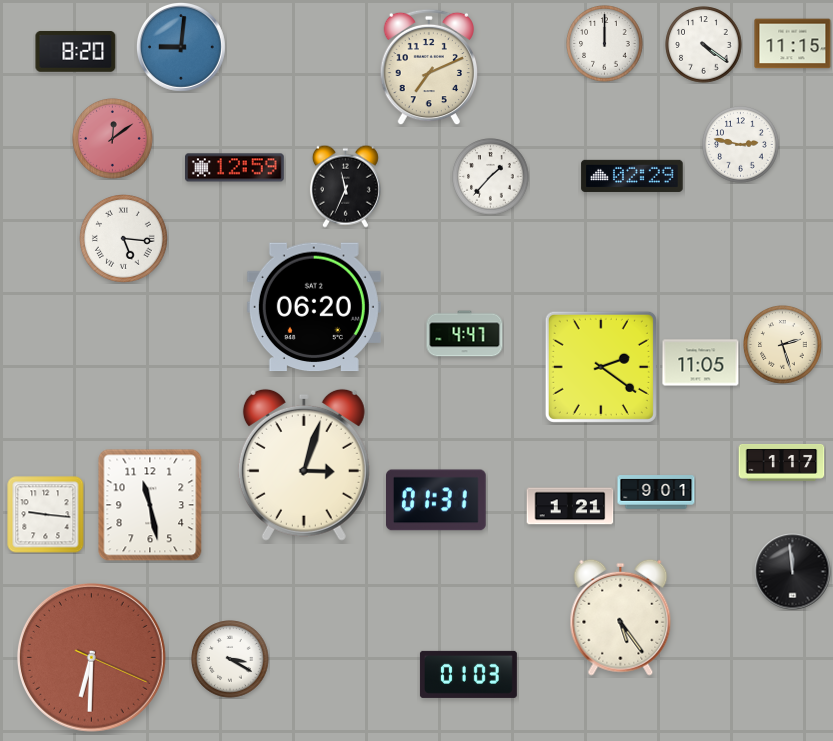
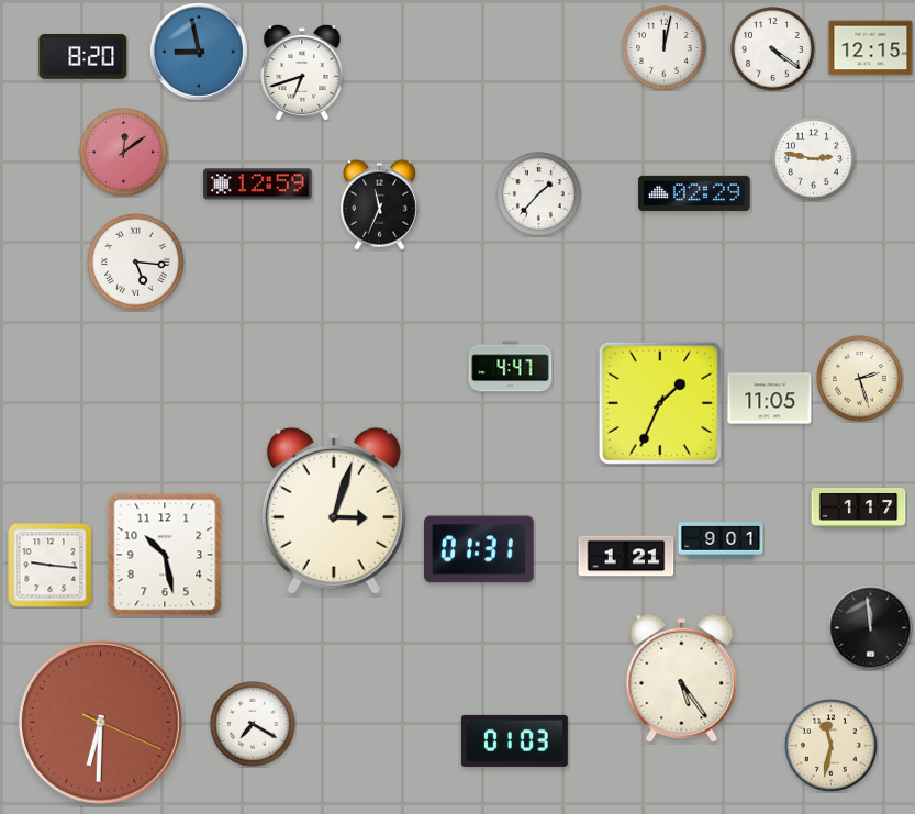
clock at (605, 44): 12:00 -> 12:02
clock at (793, 44): 11:15 -> 12:15
clock at (182, 48): 9:01 -> 8:58
clock at (302, 73): none -> 6:42
clock at (428, 67): 7:11 -> none
clock at (314, 307): 06:20 -> none
clock at (601, 367): 2:21 -> 1:34
clock at (150, 505): 11:28 -> 10:28
clock at (230, 659): 3:20 -> 7:20
clock at (832, 746): none -> 11:32
